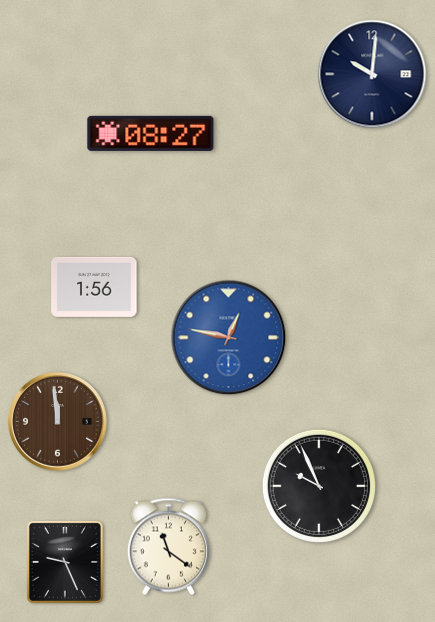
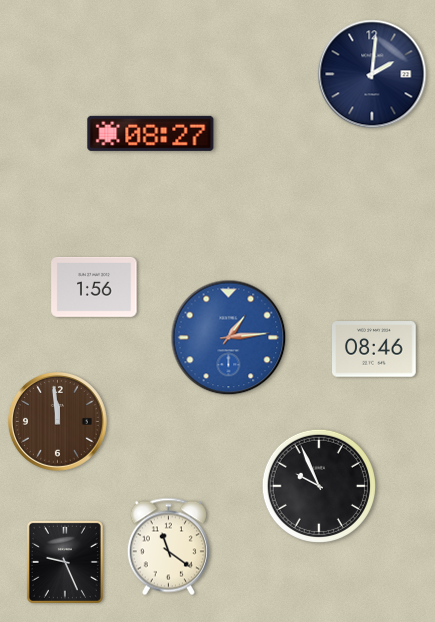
clock at (372, 74): 10:01 -> 2:01
clock at (229, 338): 12:47 -> 1:14
clock at (375, 349): none -> 08:46
